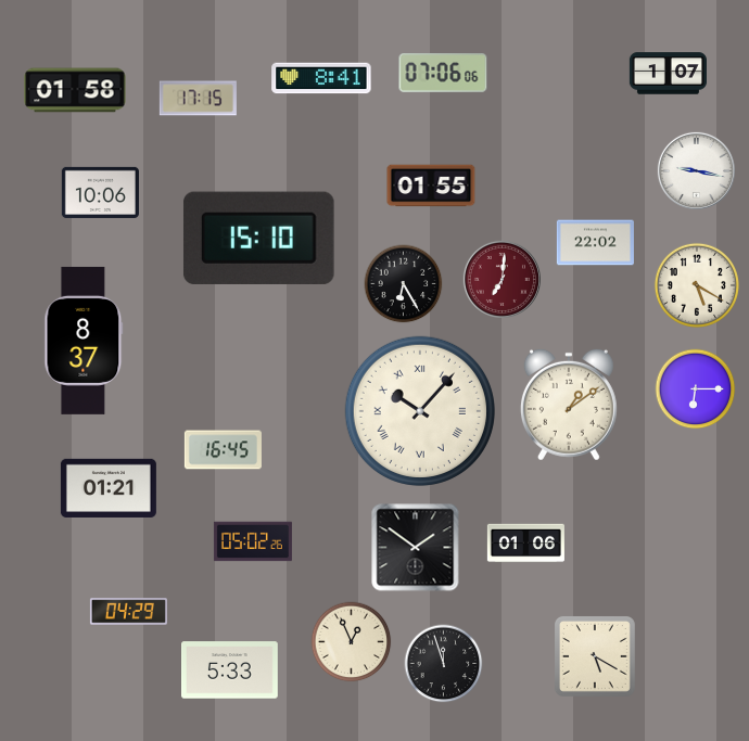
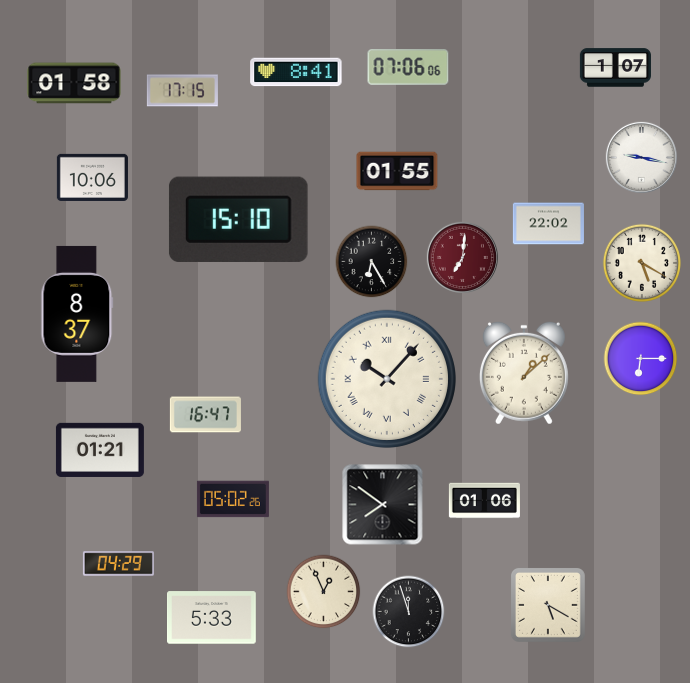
clock at (75, 90) position: (75, 90) -> (74, 83)
clock at (569, 405): 1:09 -> 1:08
clock at (223, 450): 16:45 -> 16:47
clock at (416, 548): 1:51 -> 7:51
